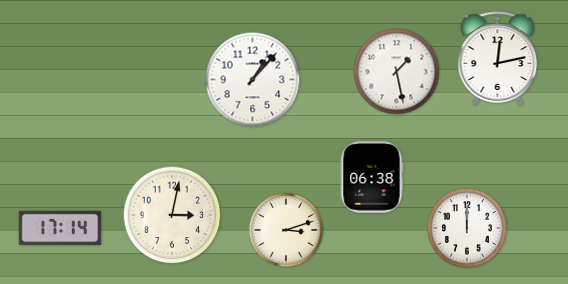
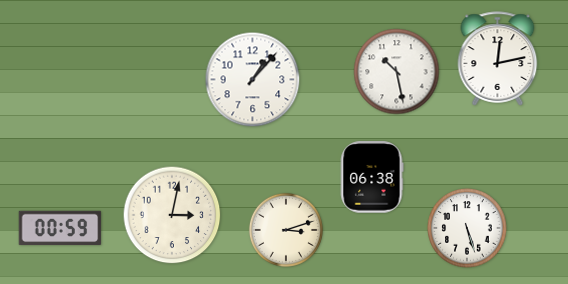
clock at (397, 72): 1:28 -> 10:28
clock at (60, 228): 17:14 -> 00:59
clock at (467, 228): 12:00 -> 5:27
